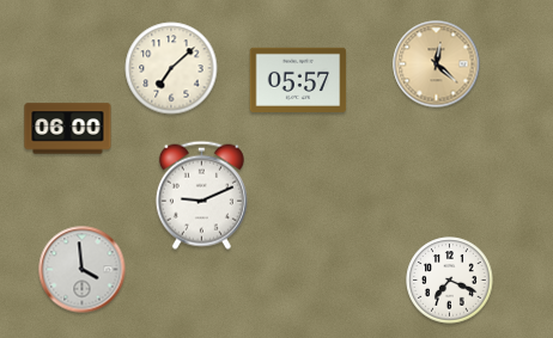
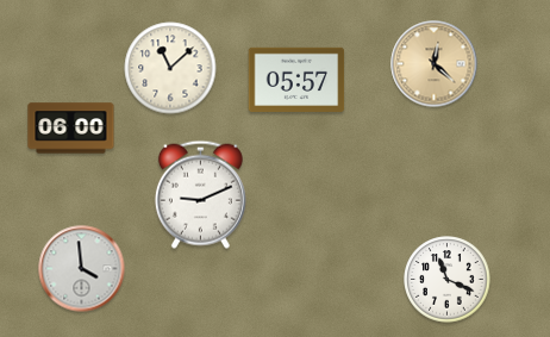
clock at (171, 68): 7:08 -> 11:08
clock at (68, 129) position: (68, 129) -> (71, 129)
clock at (450, 281): 7:19 -> 11:19
